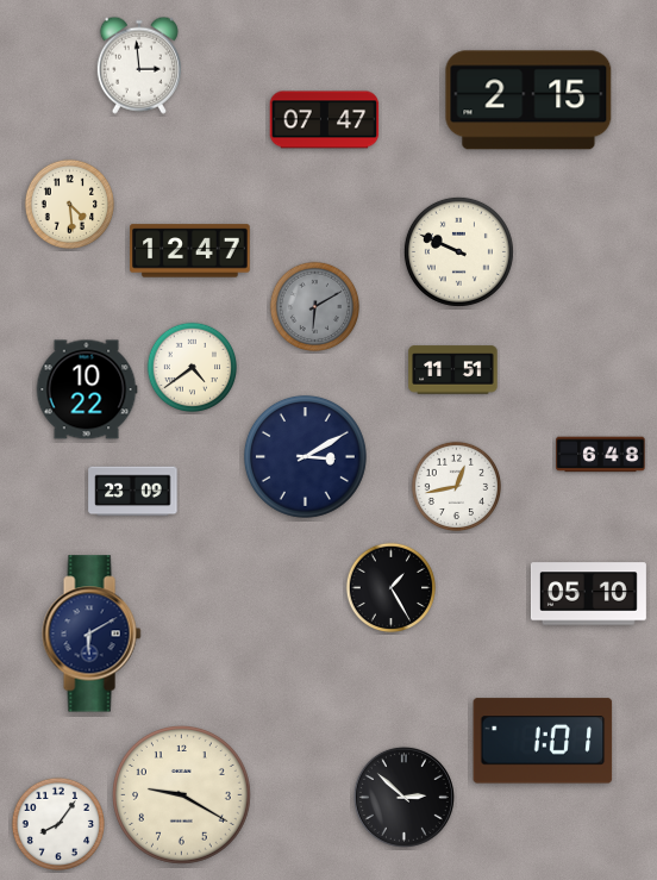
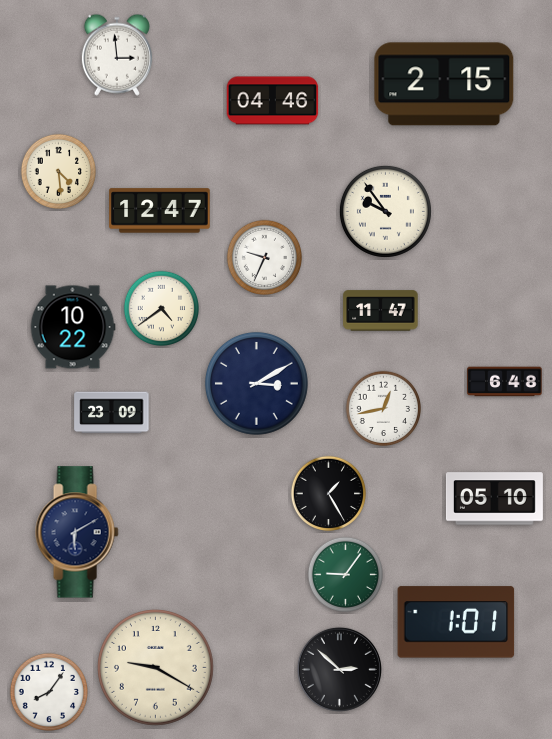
clock at (325, 120): 07:47 -> 04:46
clock at (458, 251): 9:49 -> 9:54
clock at (315, 307): 6:10 -> 9:34
clock at (315, 307) dial: grey -> white
clock at (453, 370): 11:51 -> 11:47
clock at (346, 575): none -> 9:06
clock at (182, 795) position: (182, 795) -> (156, 668)
